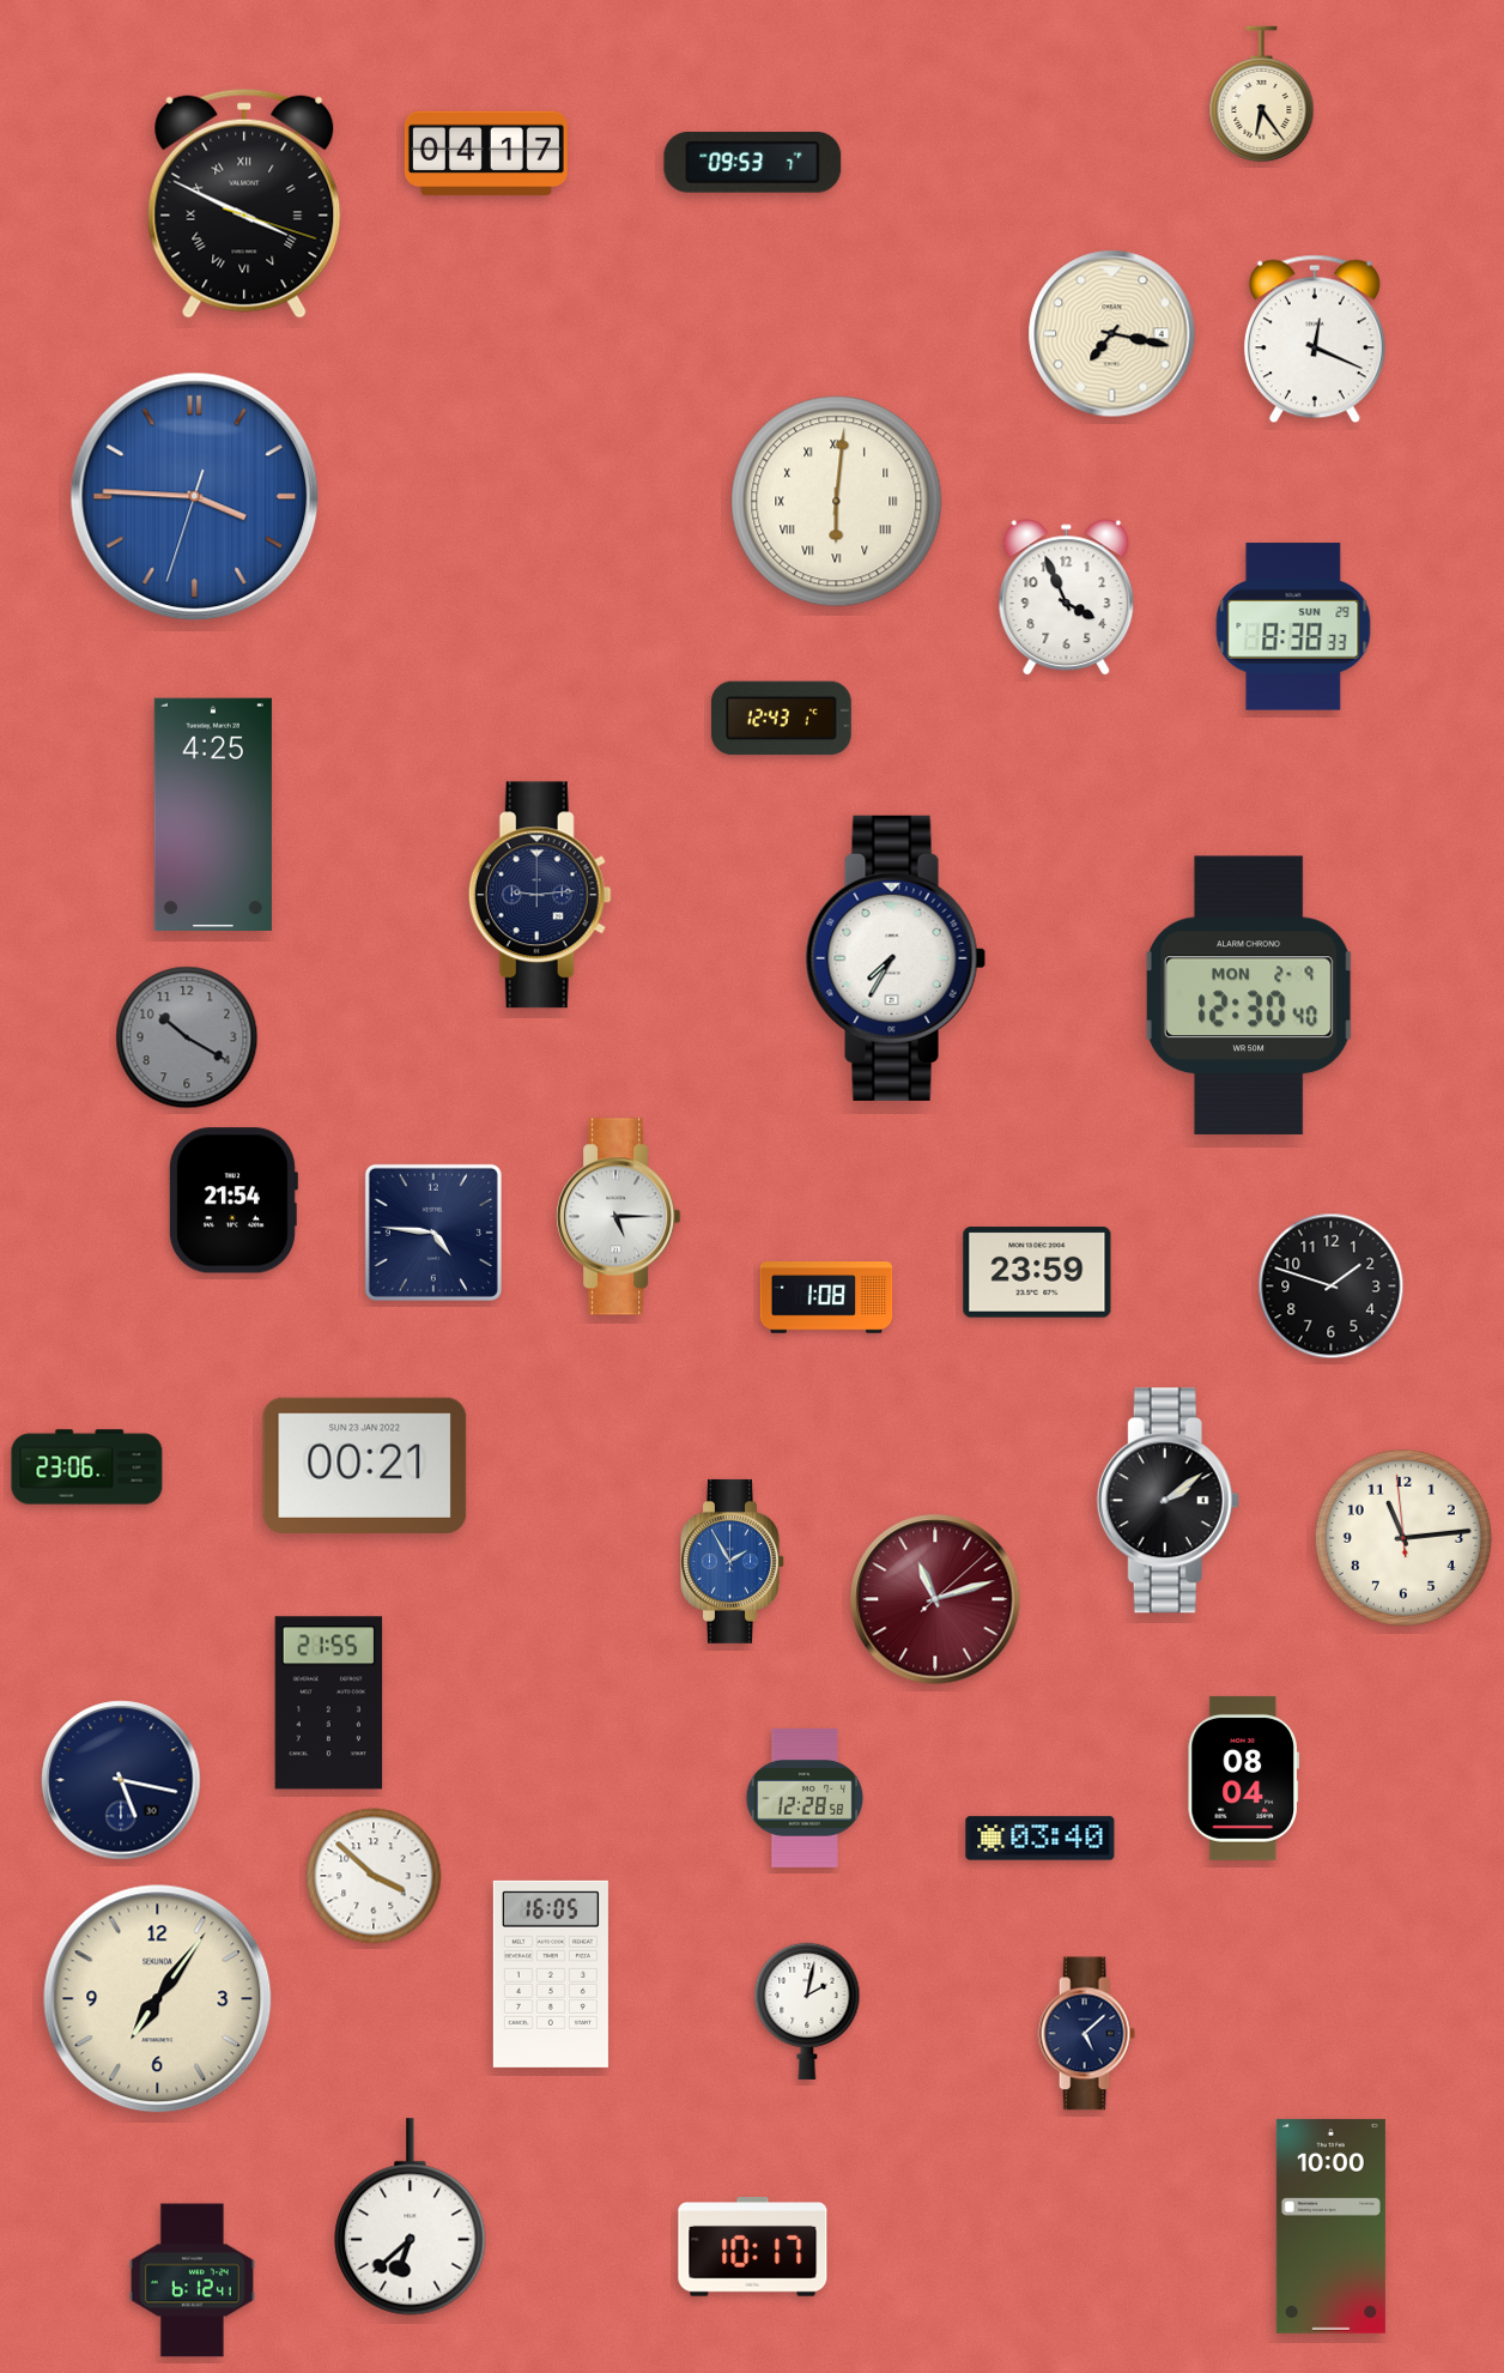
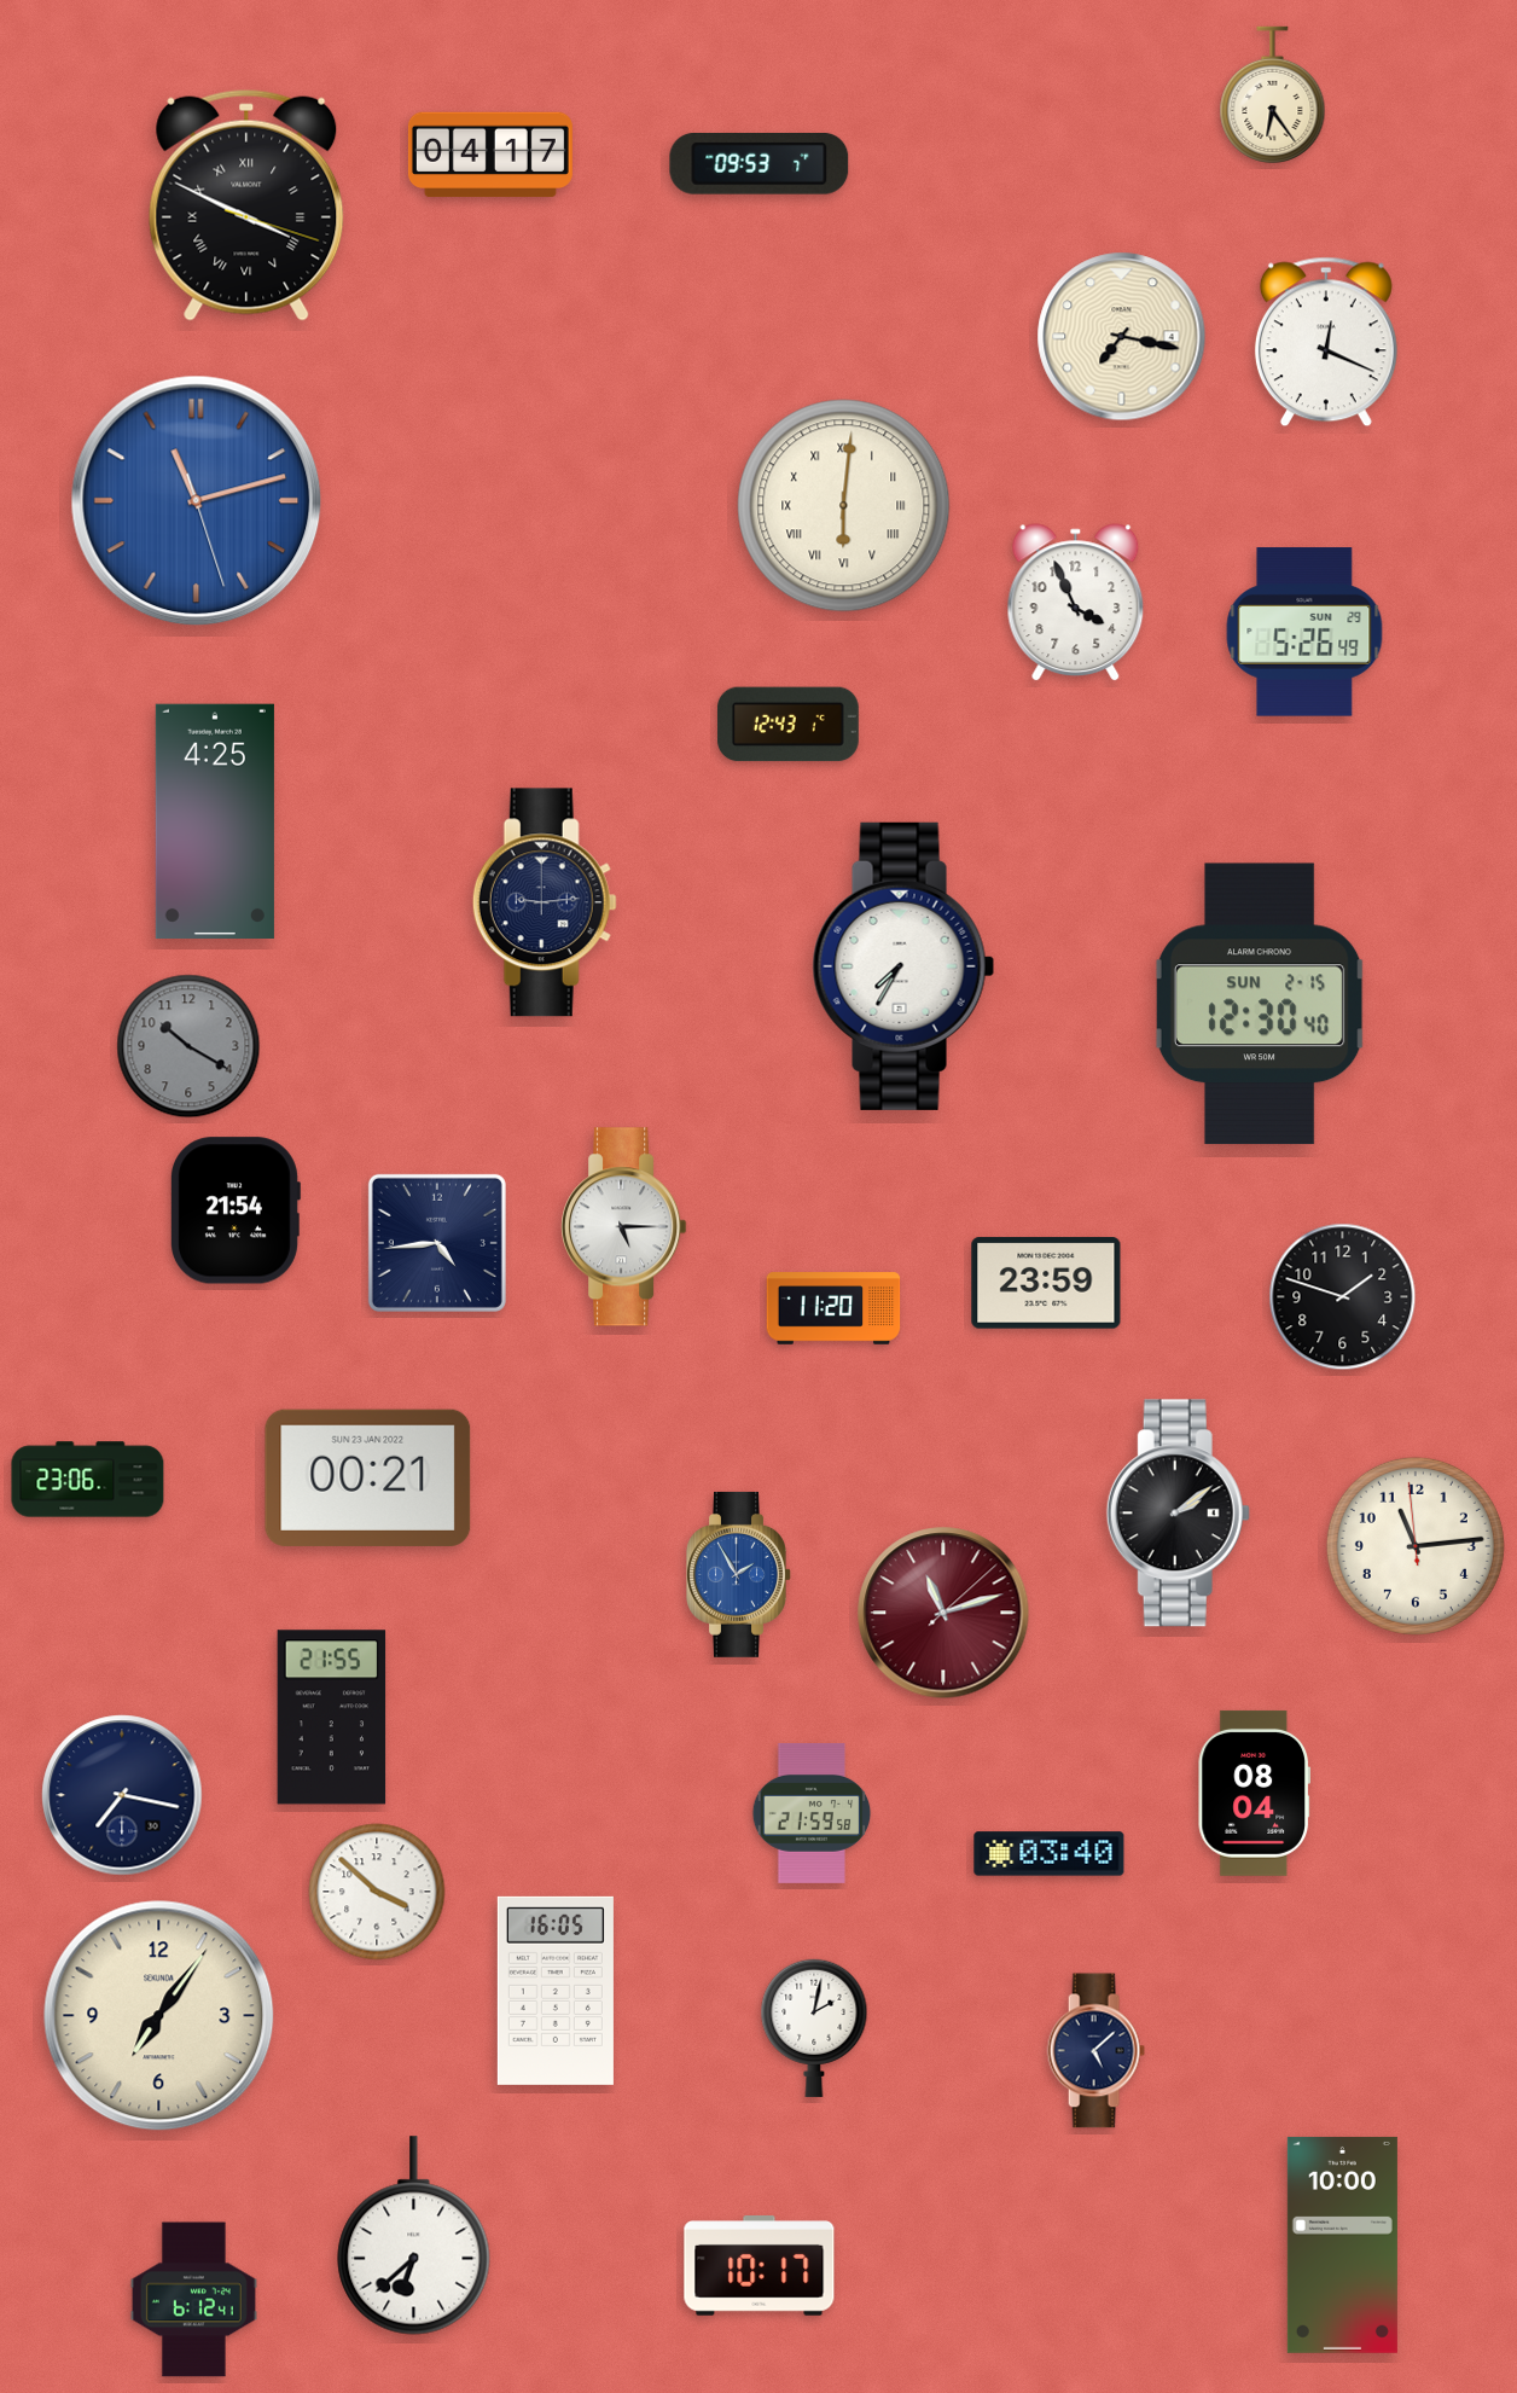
clock at (195, 497): 3:45 -> 11:12
clock at (1293, 626): 8:38 -> 5:26
clock at (1249, 995) date: MON 2-9 -> SUN 2-15
clock at (433, 1233): 4:46 -> 4:44
clock at (826, 1297): 1:08 -> 11:20
clock at (1403, 1538) position: (1403, 1538) -> (1416, 1546)
clock at (121, 1780): 5:17 -> 7:17
clock at (805, 1798): 12:28 -> 21:59
